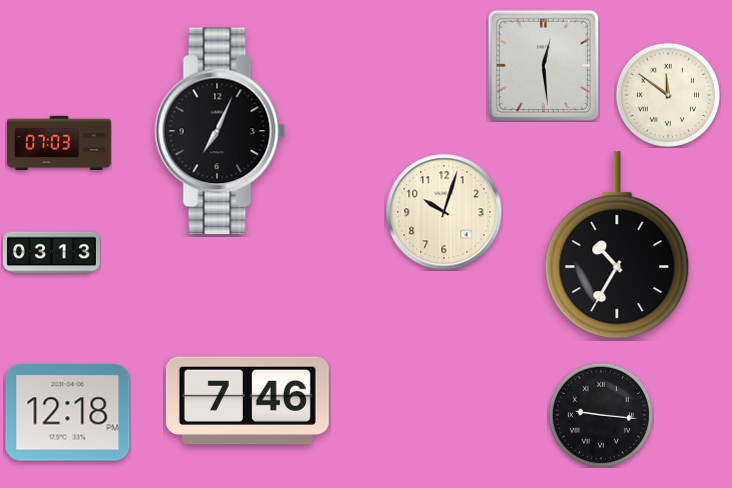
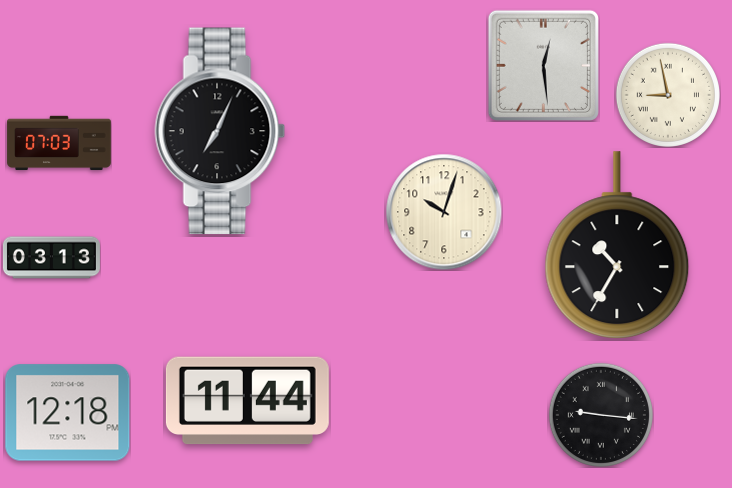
clock at (668, 95): 11:51 -> 8:58
clock at (51, 253) position: (51, 253) -> (51, 258)
clock at (247, 401): 7:46 -> 11:44
